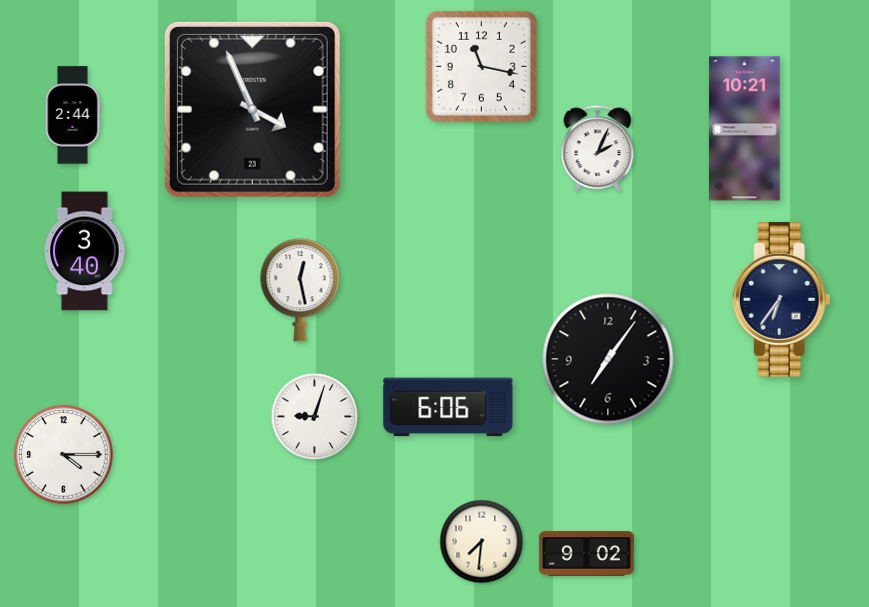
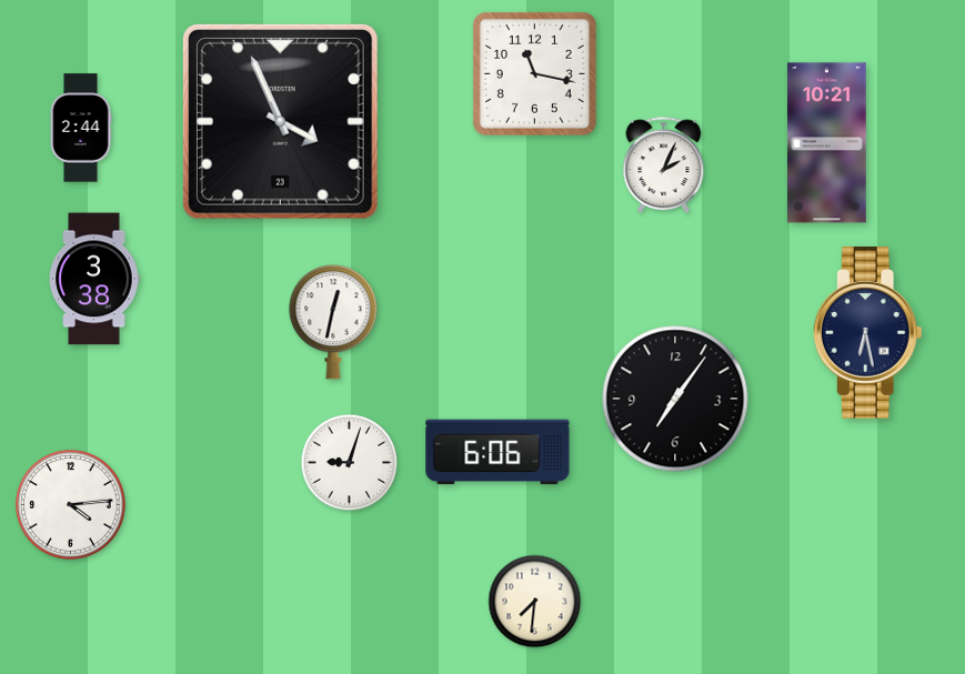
clock at (85, 251): 3:40 -> 3:38
clock at (300, 290): 12:28 -> 12:32
clock at (781, 300): 6:36 -> 6:28
clock at (64, 455): 4:15 -> 4:14
clock at (586, 554): 9:02 -> none
